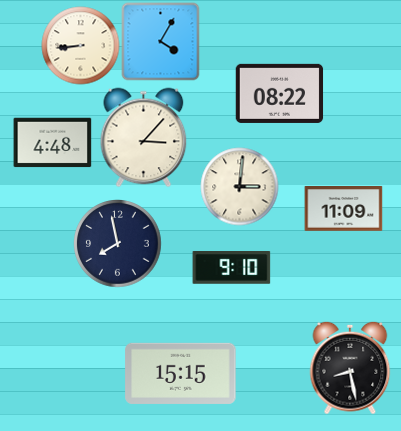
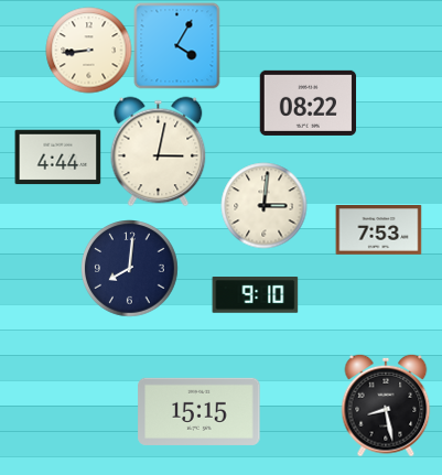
clock at (144, 137): 3:07 -> 3:02
clock at (52, 143): 4:48 -> 4:44
clock at (343, 209): 11:09 -> 7:53
clock at (117, 243): 7:58 -> 8:01
